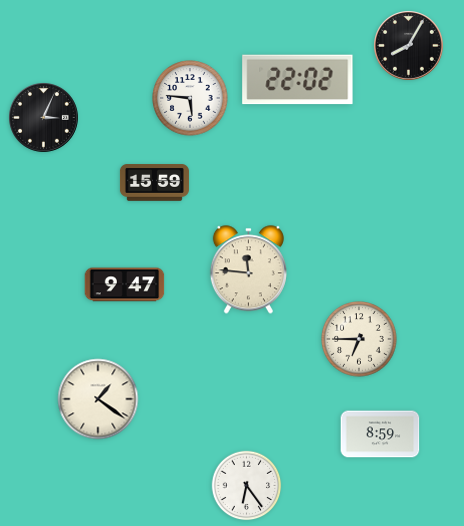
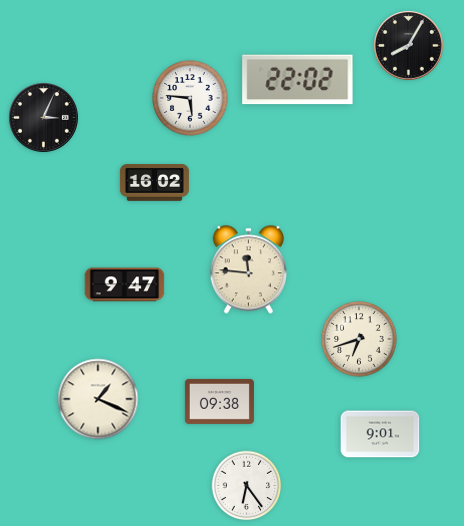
clock at (154, 183): 15:59 -> 16:02
clock at (359, 339): 6:45 -> 6:42
clock at (98, 399): 1:21 -> 1:19
clock at (219, 401): none -> 09:38
clock at (380, 434): 8:59 -> 9:01
